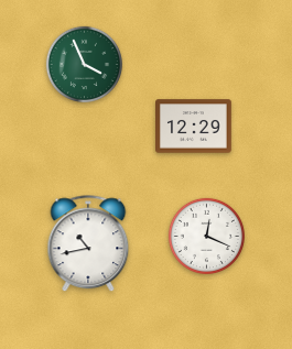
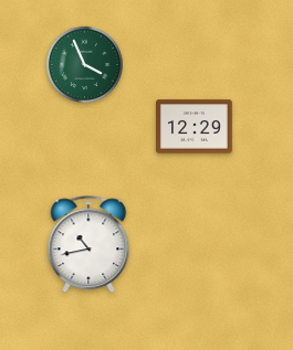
clock at (206, 236): 12:19 -> none
